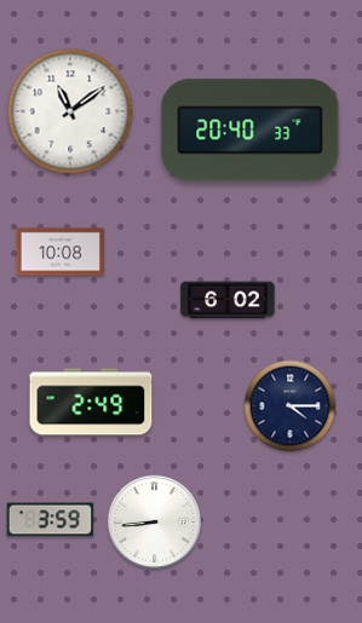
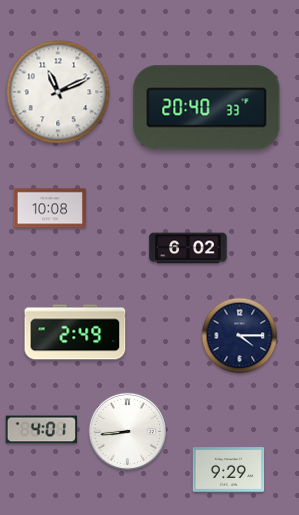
clock at (70, 111): 11:09 -> 11:11
clock at (51, 520): 3:59 -> 4:01
clock at (229, 470): none -> 9:29
